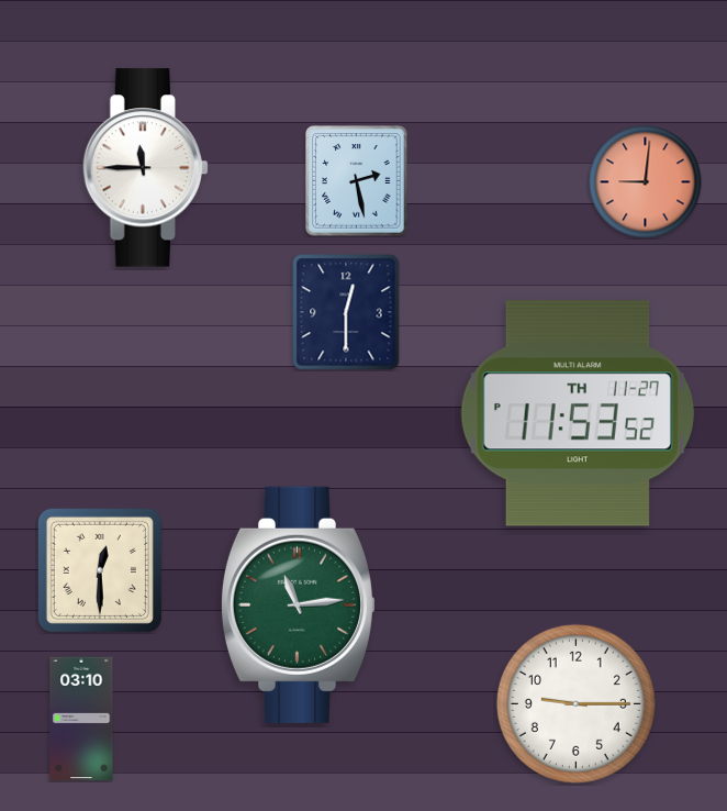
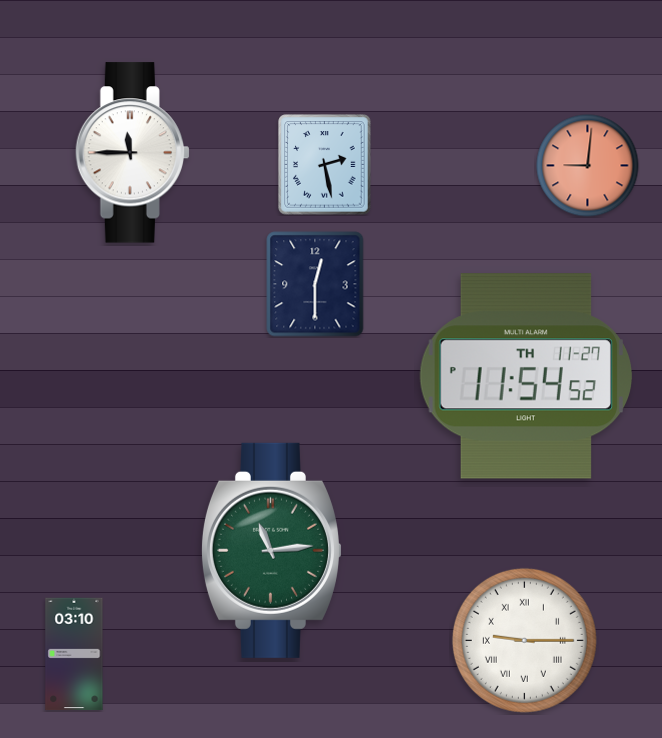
clock at (577, 413): 11:53 -> 11:54
clock at (100, 570): 12:30 -> none
clock at (575, 703) numerals: Arabic -> Roman
